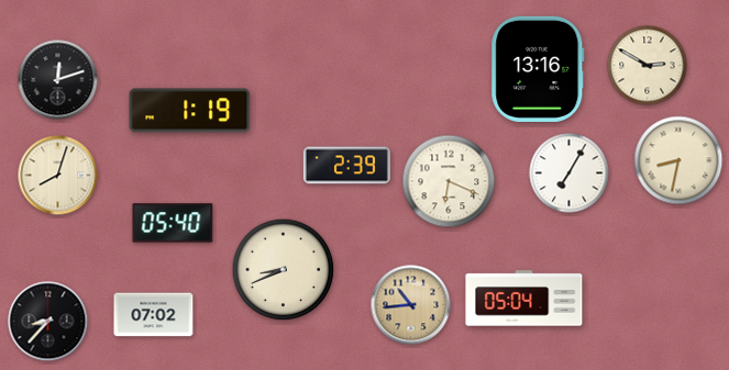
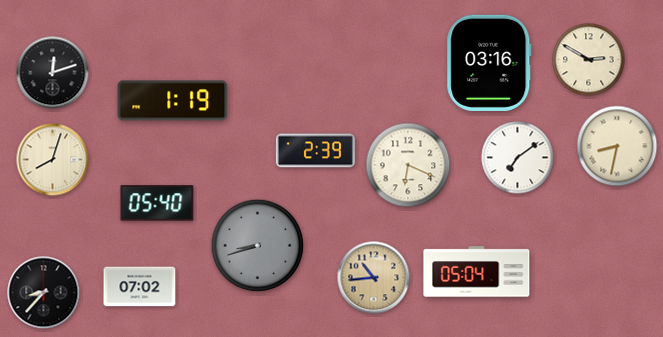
clock at (538, 69): 13:16 -> 03:16
clock at (570, 173): 7:05 -> 7:09
clock at (284, 270): 8:41 -> 8:42
clock at (284, 270) dial: cream -> grey
